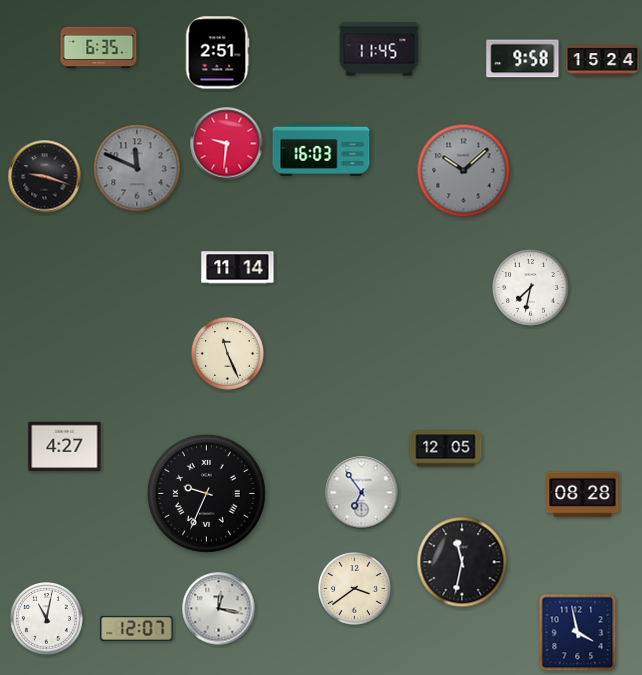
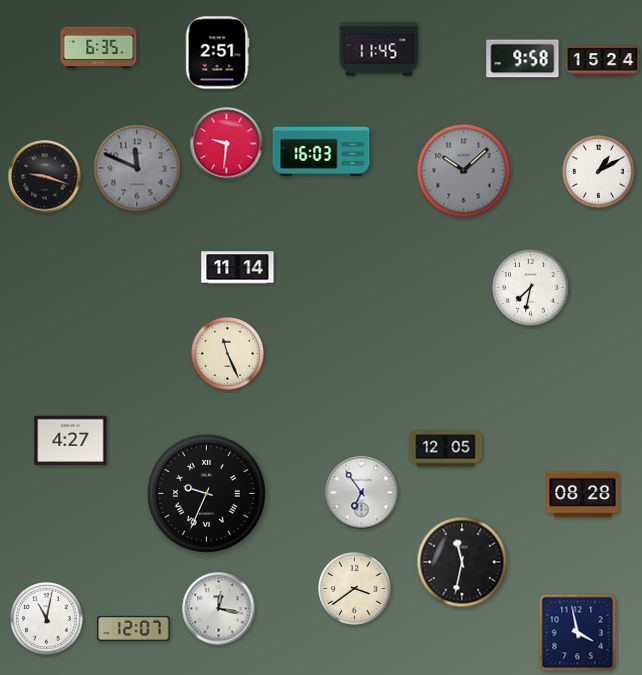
clock at (599, 172): none -> 1:10
clock at (65, 447) position: (65, 447) -> (71, 441)
clock at (137, 628) position: (137, 628) -> (134, 628)
